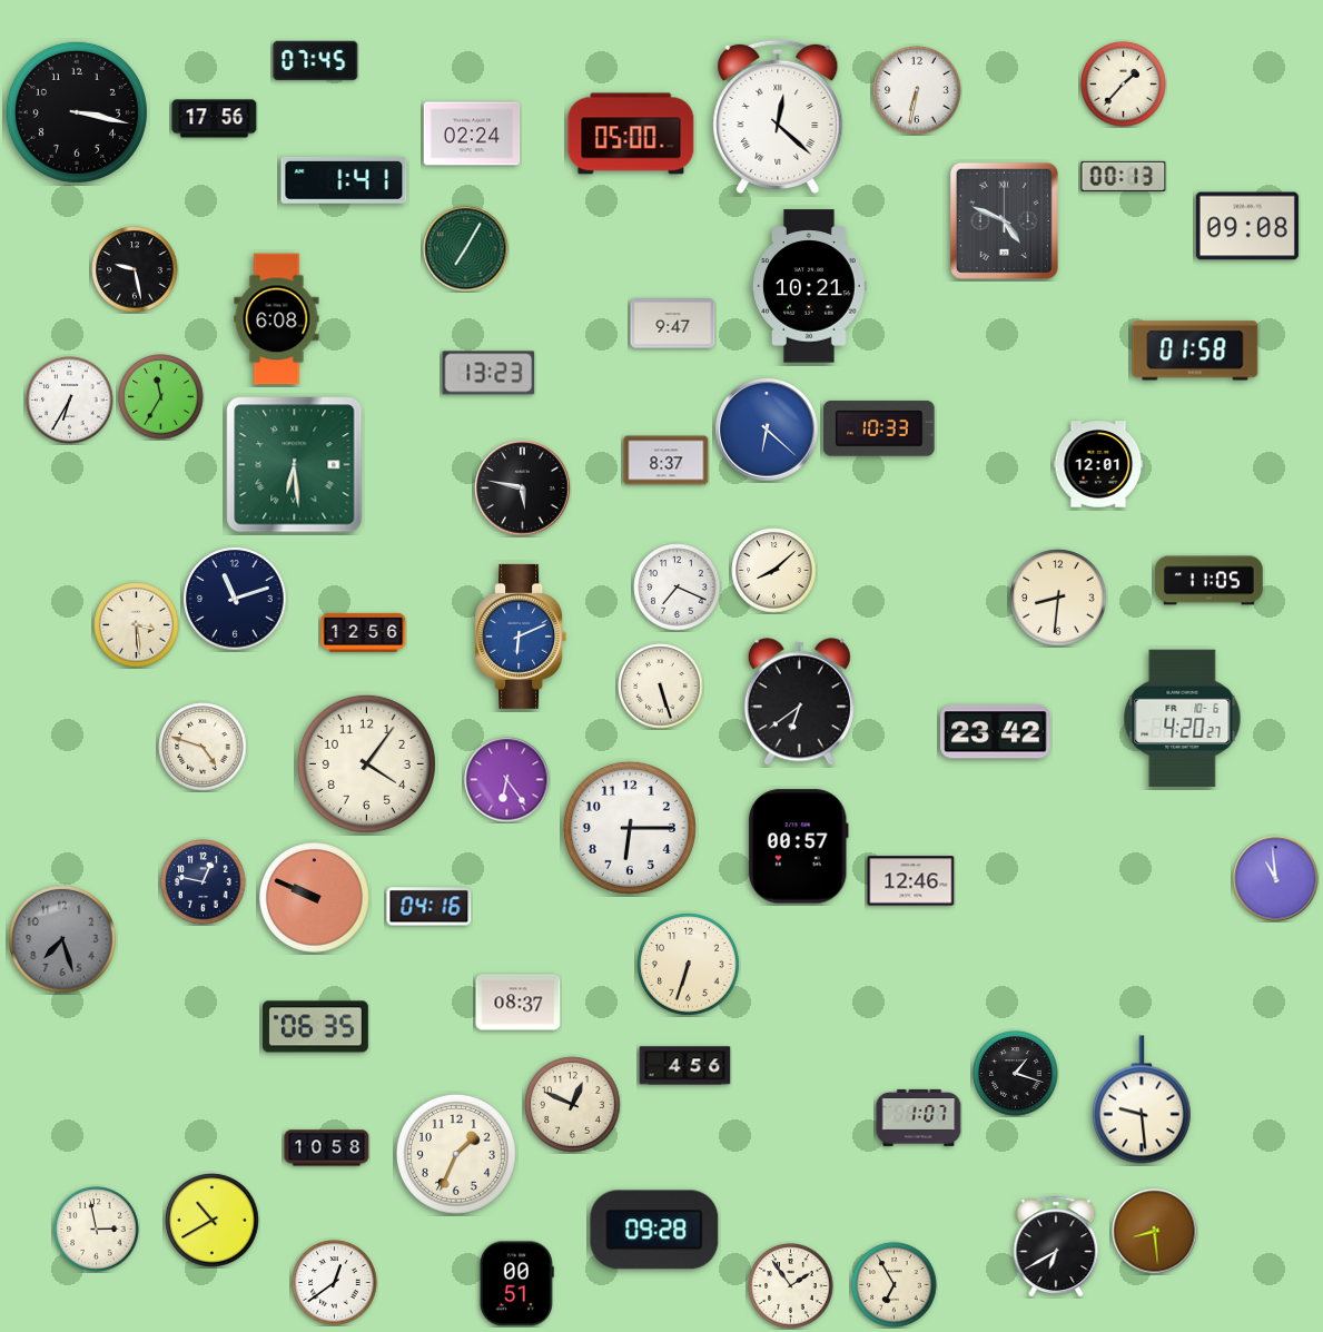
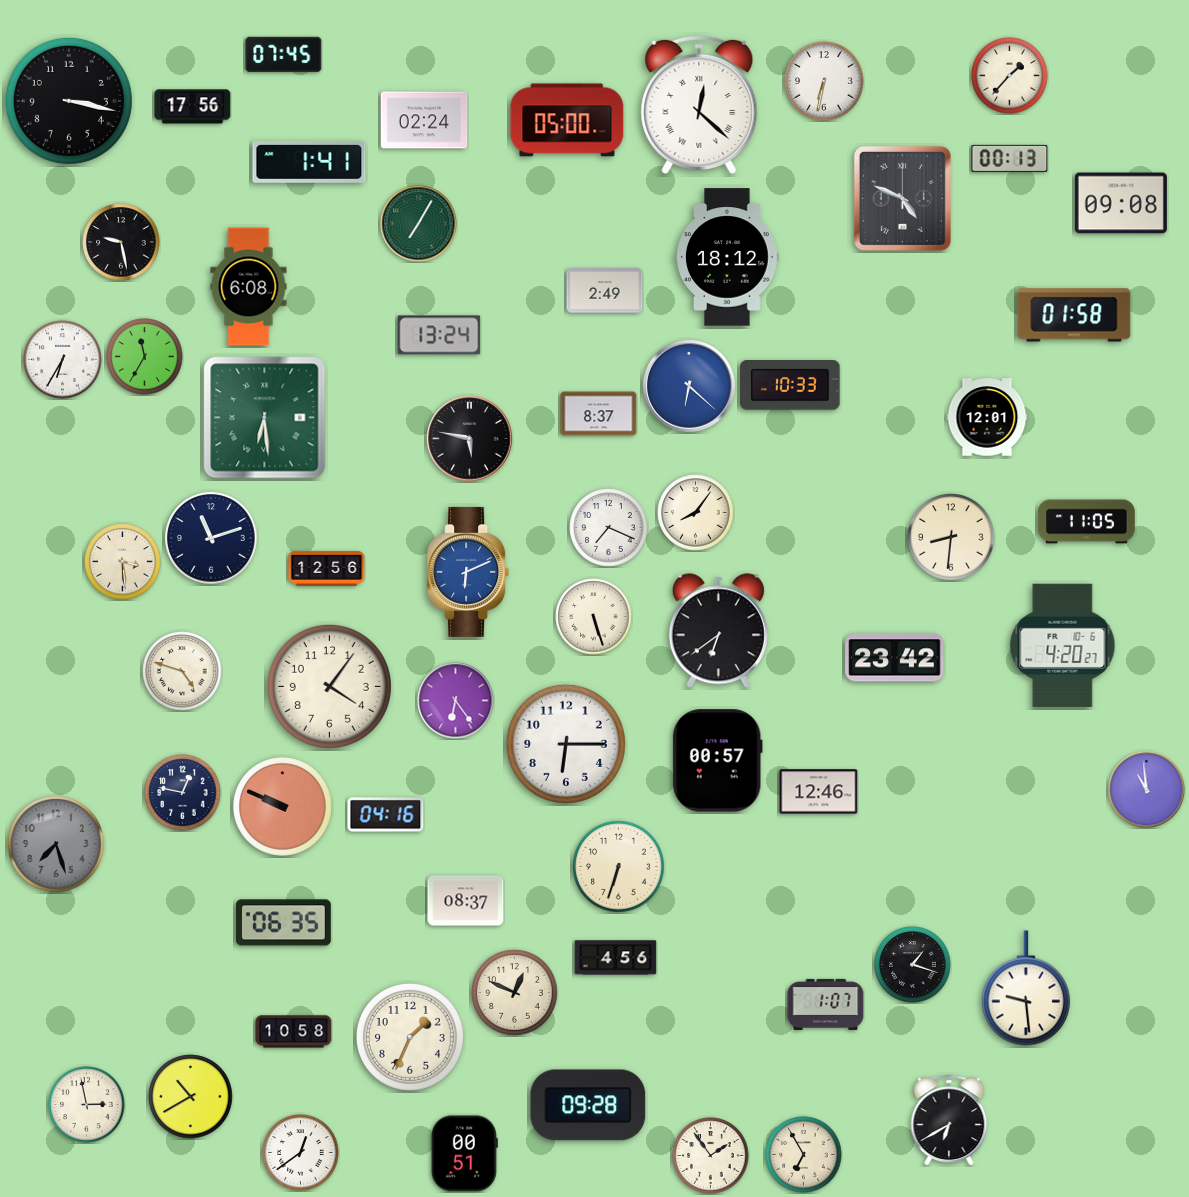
clock at (810, 286): 10:21 -> 18:12
clock at (673, 324): 9:47 -> 2:49
clock at (488, 373): 13:23 -> 13:24
clock at (774, 571): 8:08 -> 8:06
clock at (1155, 1232): 8:29 -> none
